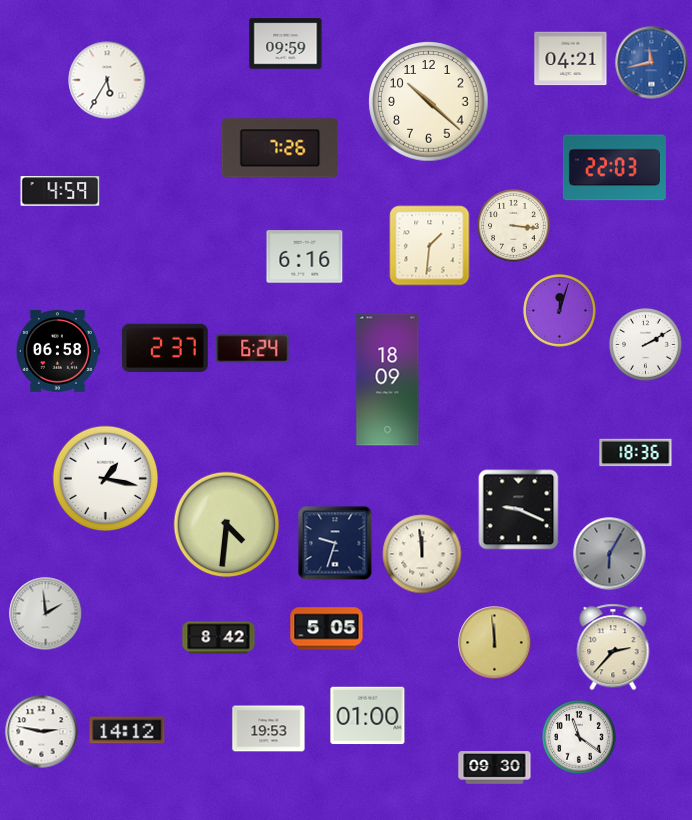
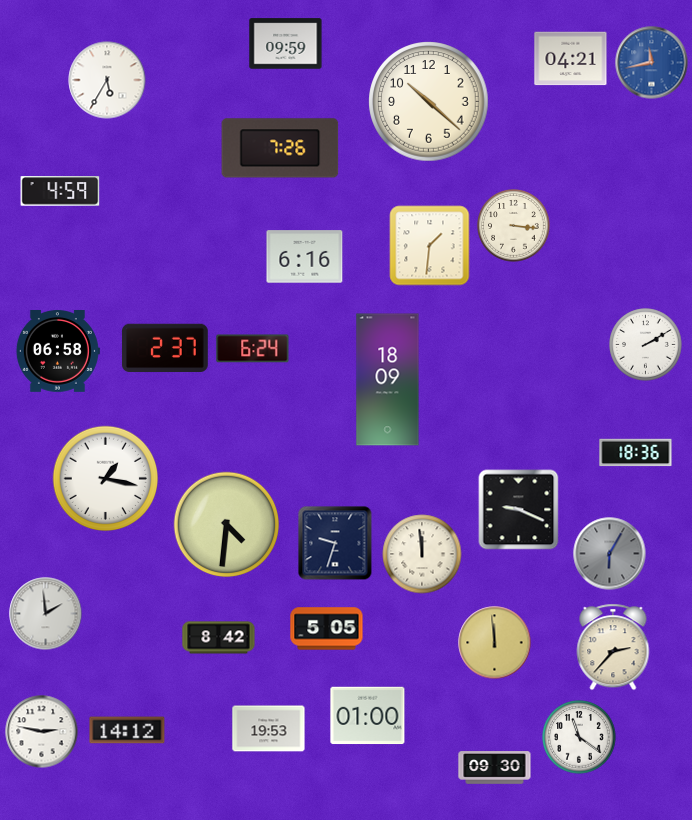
clock at (614, 168): 22:03 -> none
clock at (560, 311): 12:03 -> none
